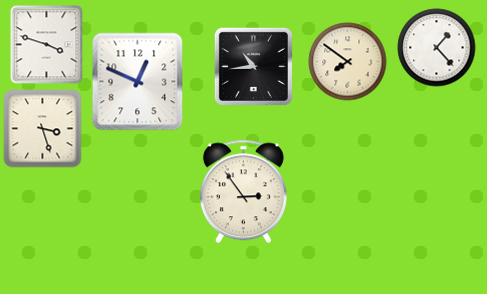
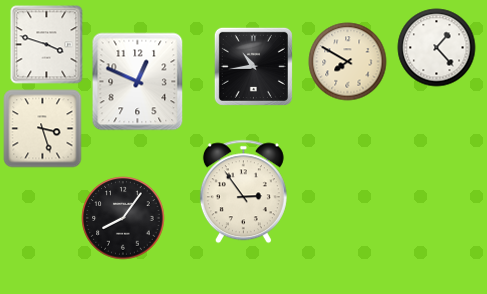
clock at (347, 61): 7:51 -> 7:50
clock at (123, 218): none -> 8:06
